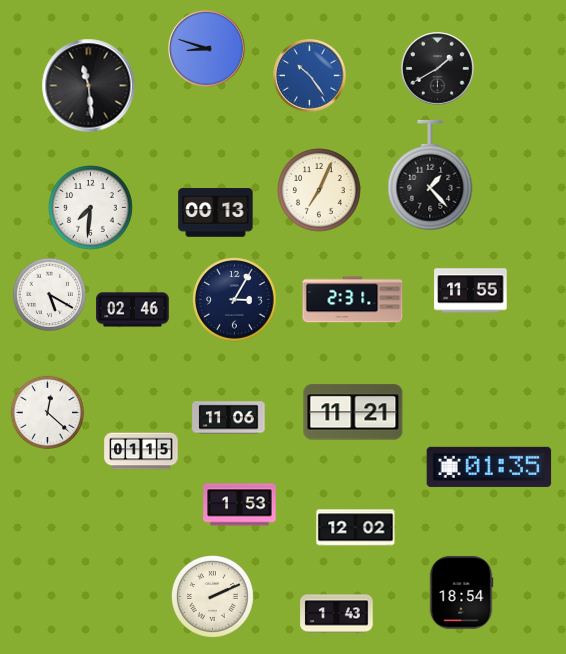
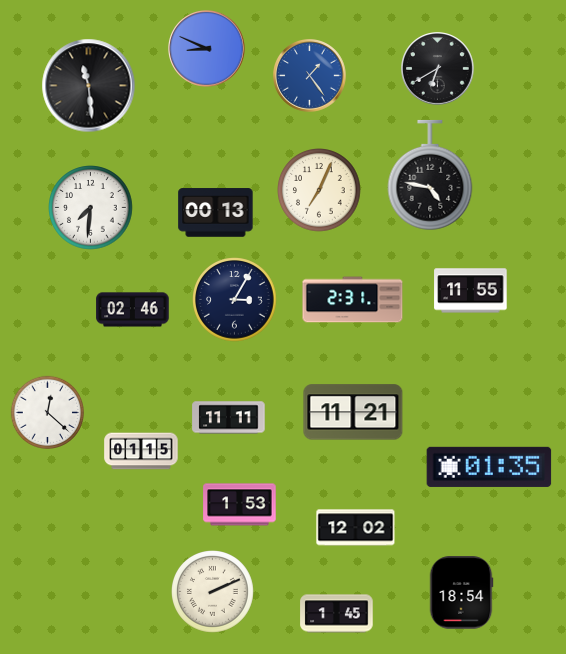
clock at (207, 49): 8:48 -> 8:49
clock at (438, 69): 1:40 -> 6:40
clock at (310, 76): 10:24 -> 1:24
clock at (430, 175): 1:23 -> 4:47
clock at (49, 294): 5:20 -> none
clock at (229, 418): 11:06 -> 11:11
clock at (213, 597) position: (213, 597) -> (213, 592)
clock at (337, 614): 1:43 -> 1:45
